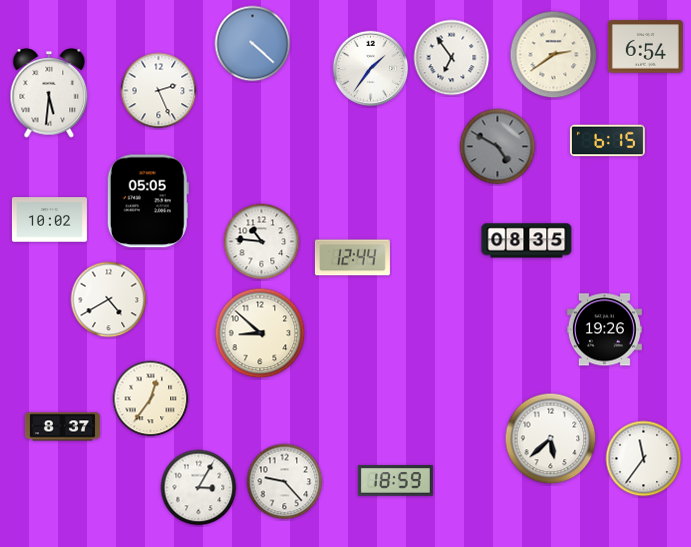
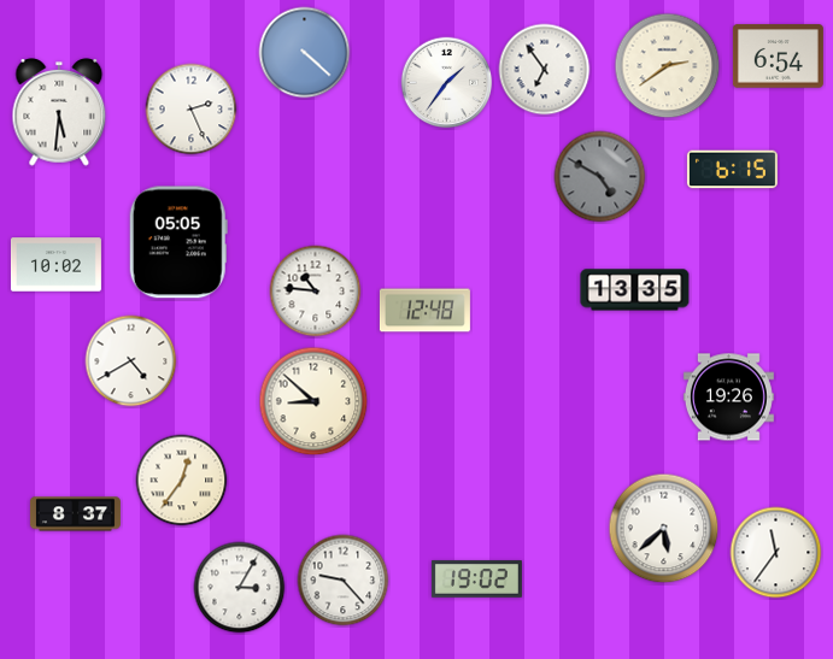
clock at (49, 220) position: (49, 220) -> (55, 265)
clock at (527, 241): 08:35 -> 13:35
clock at (352, 258): 12:44 -> 12:48
clock at (395, 481): 18:59 -> 19:02
